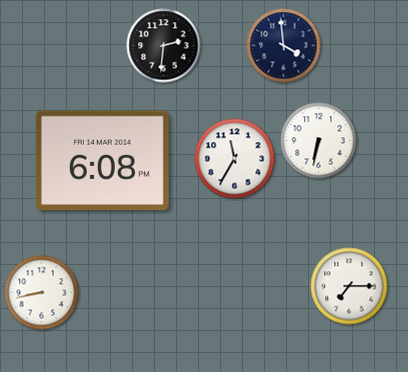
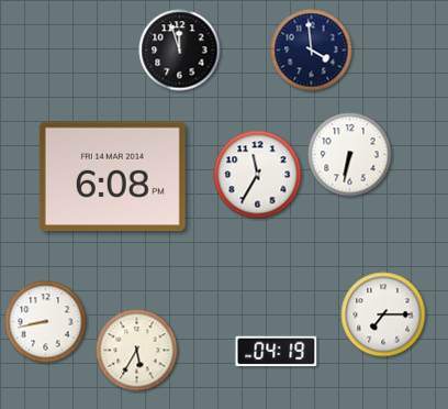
clock at (164, 46): 2:31 -> 11:57
clock at (137, 351): none -> 5:35
clock at (277, 352): none -> 04:19
